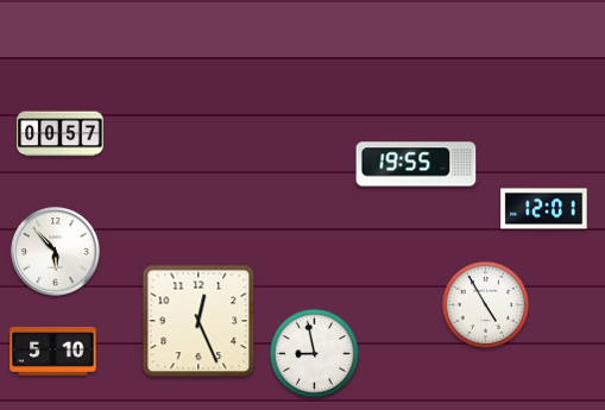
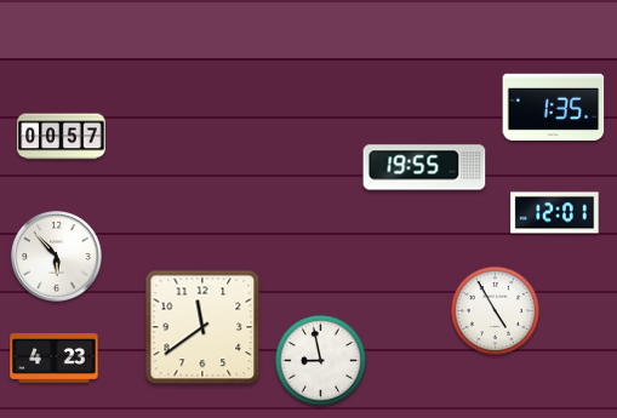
clock at (554, 107): none -> 1:35
clock at (198, 321): 12:26 -> 11:39
clock at (53, 352): 5:10 -> 4:23
